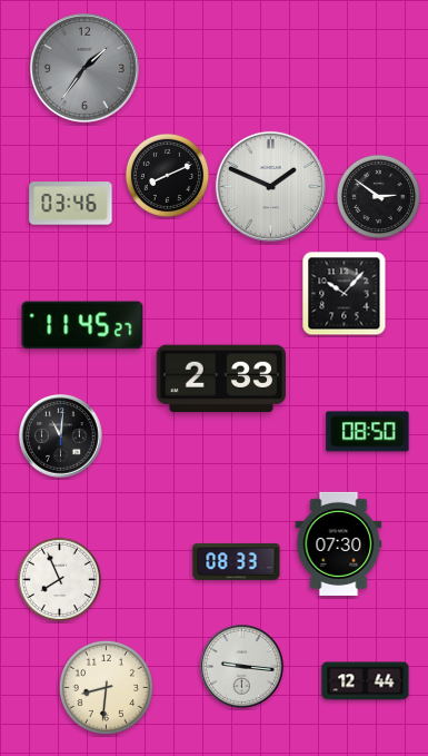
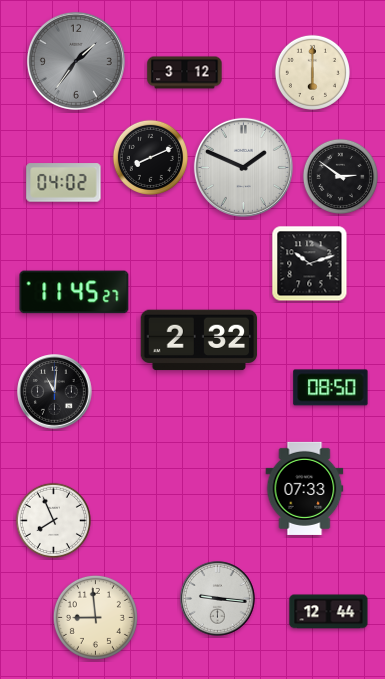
clock at (312, 72): none -> 6:00
clock at (185, 73): none -> 3:12
clock at (71, 204): 03:46 -> 04:02
clock at (345, 294): 10:07 -> 10:12
clock at (221, 379): 2:33 -> 2:32
clock at (339, 543): 07:30 -> 07:33
clock at (237, 561): 08:33 -> none
clock at (106, 687): 8:31 -> 8:59
